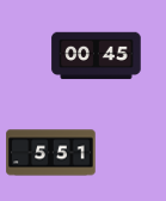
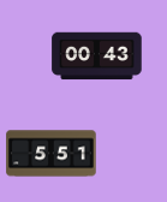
clock at (97, 56): 00:45 -> 00:43
